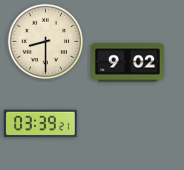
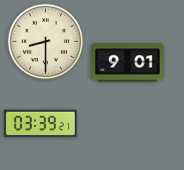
clock at (128, 63): 9:02 -> 9:01
